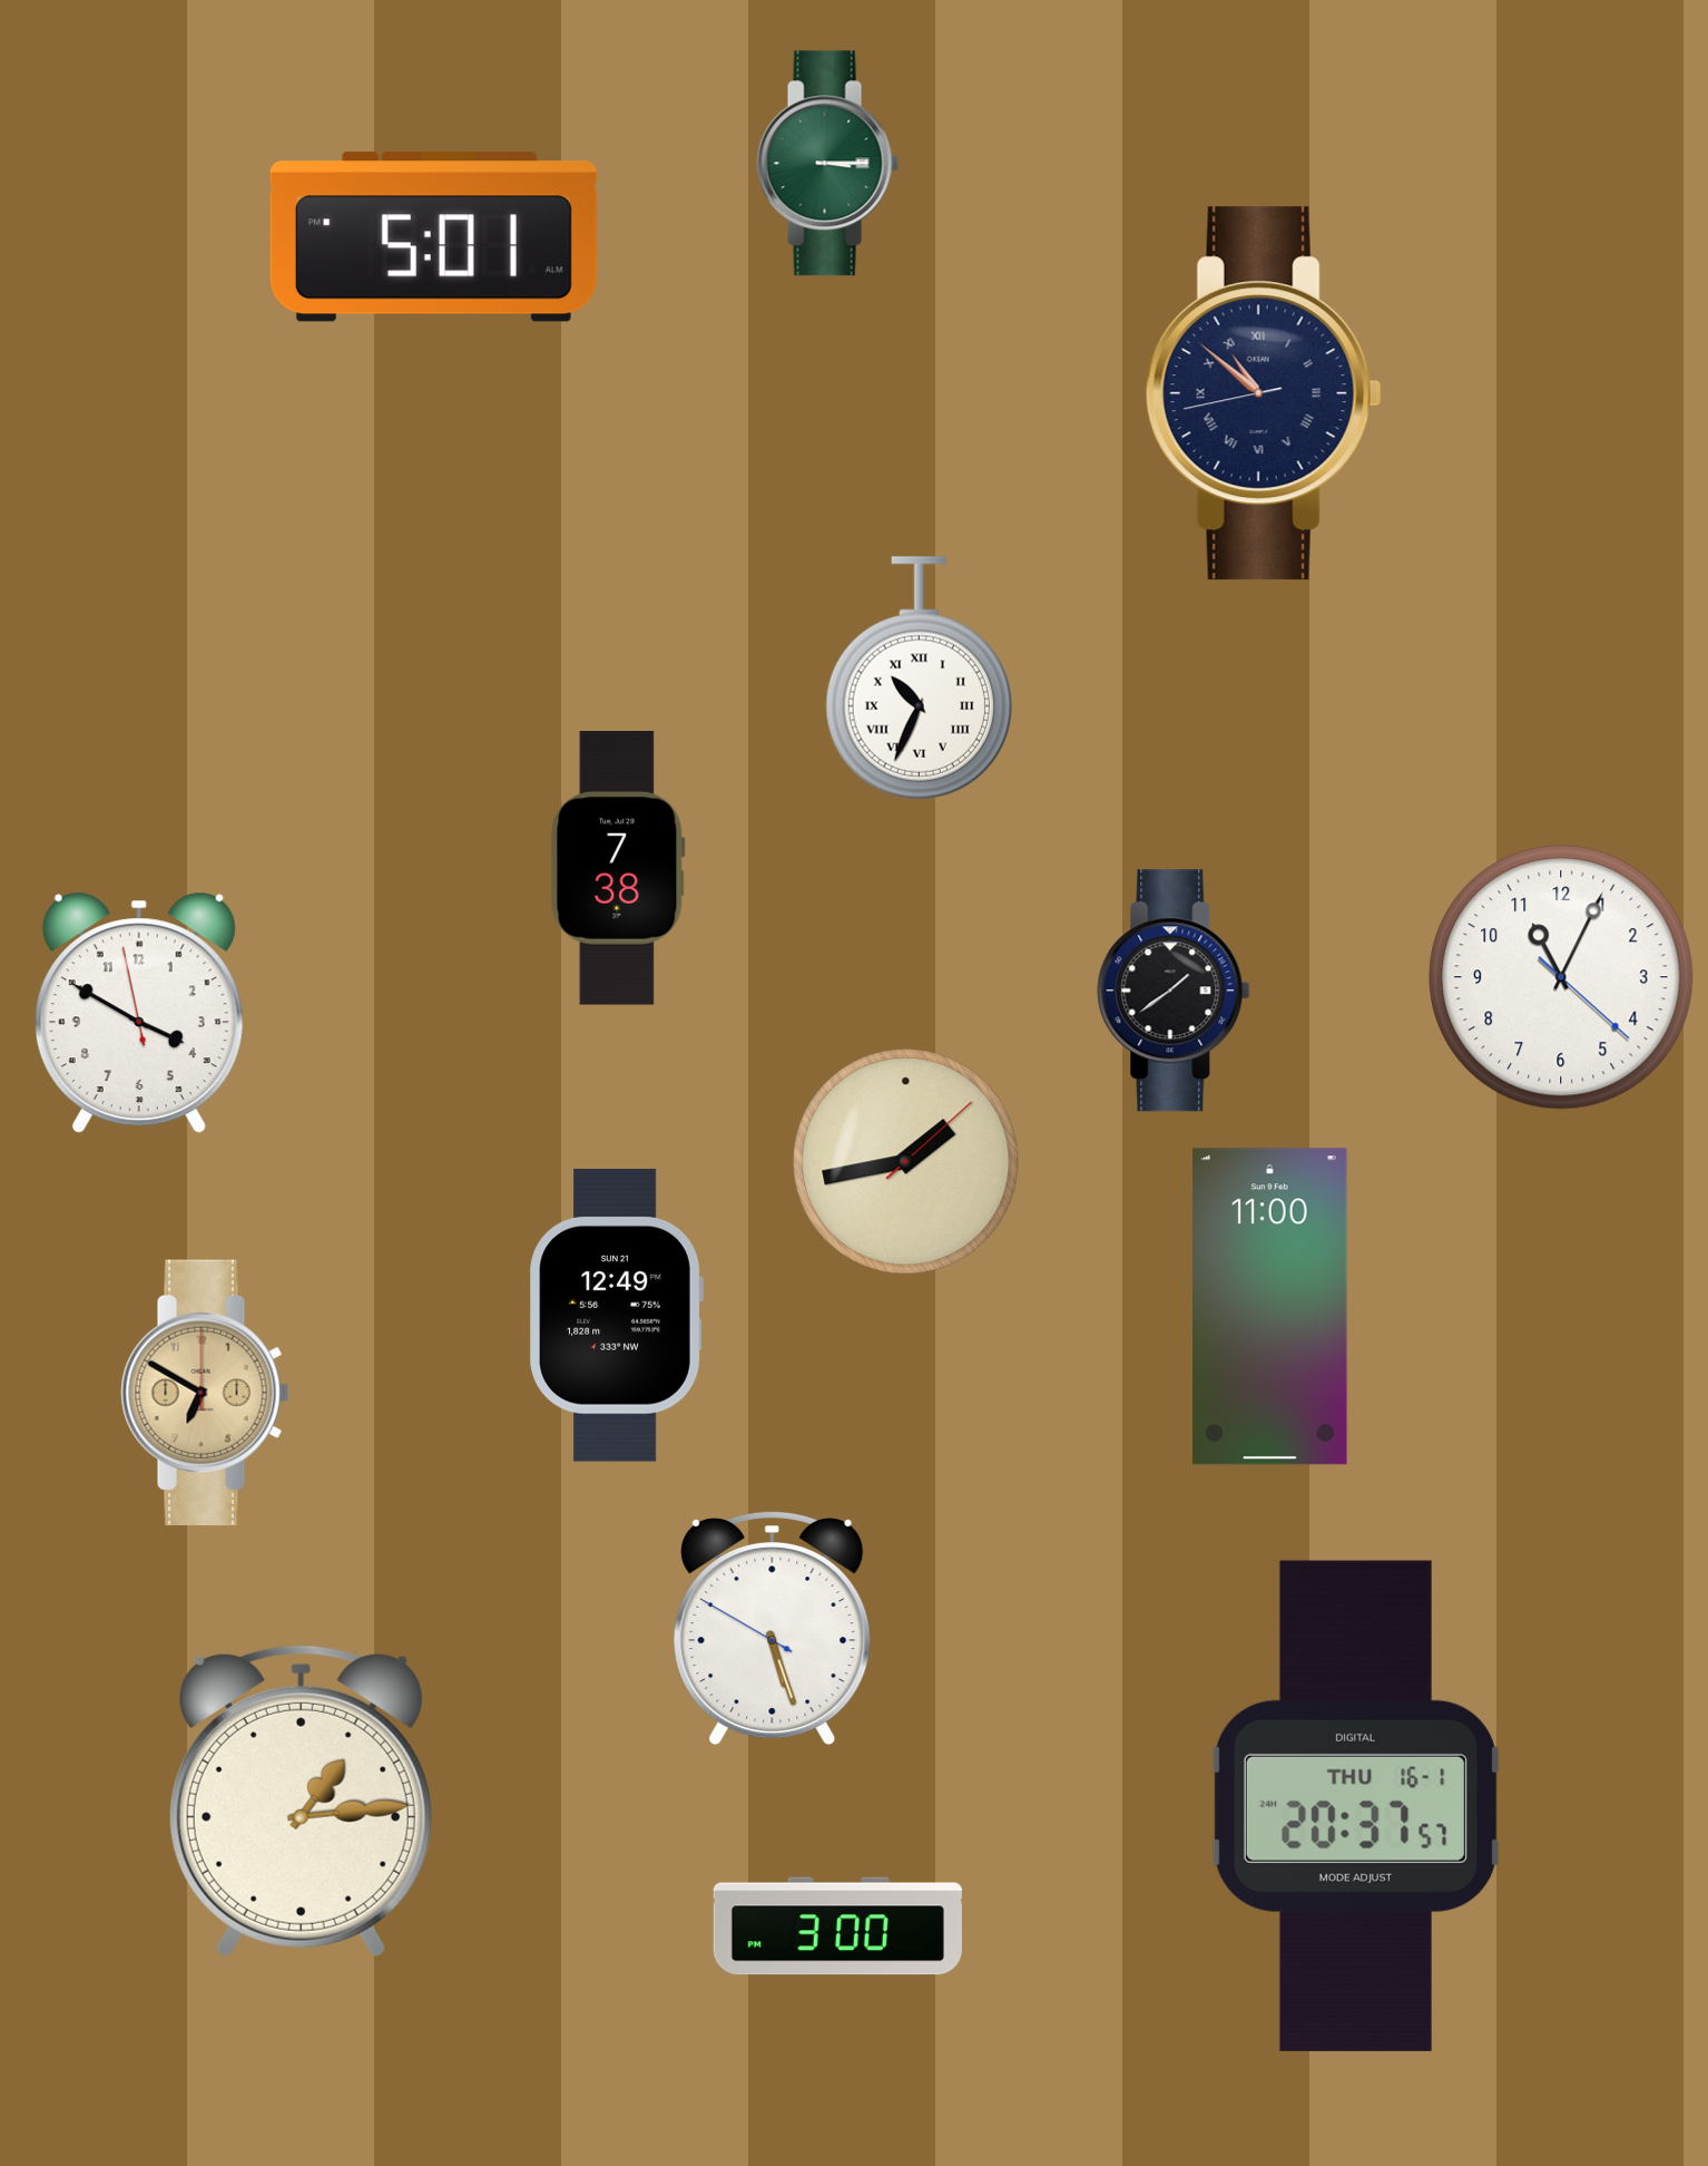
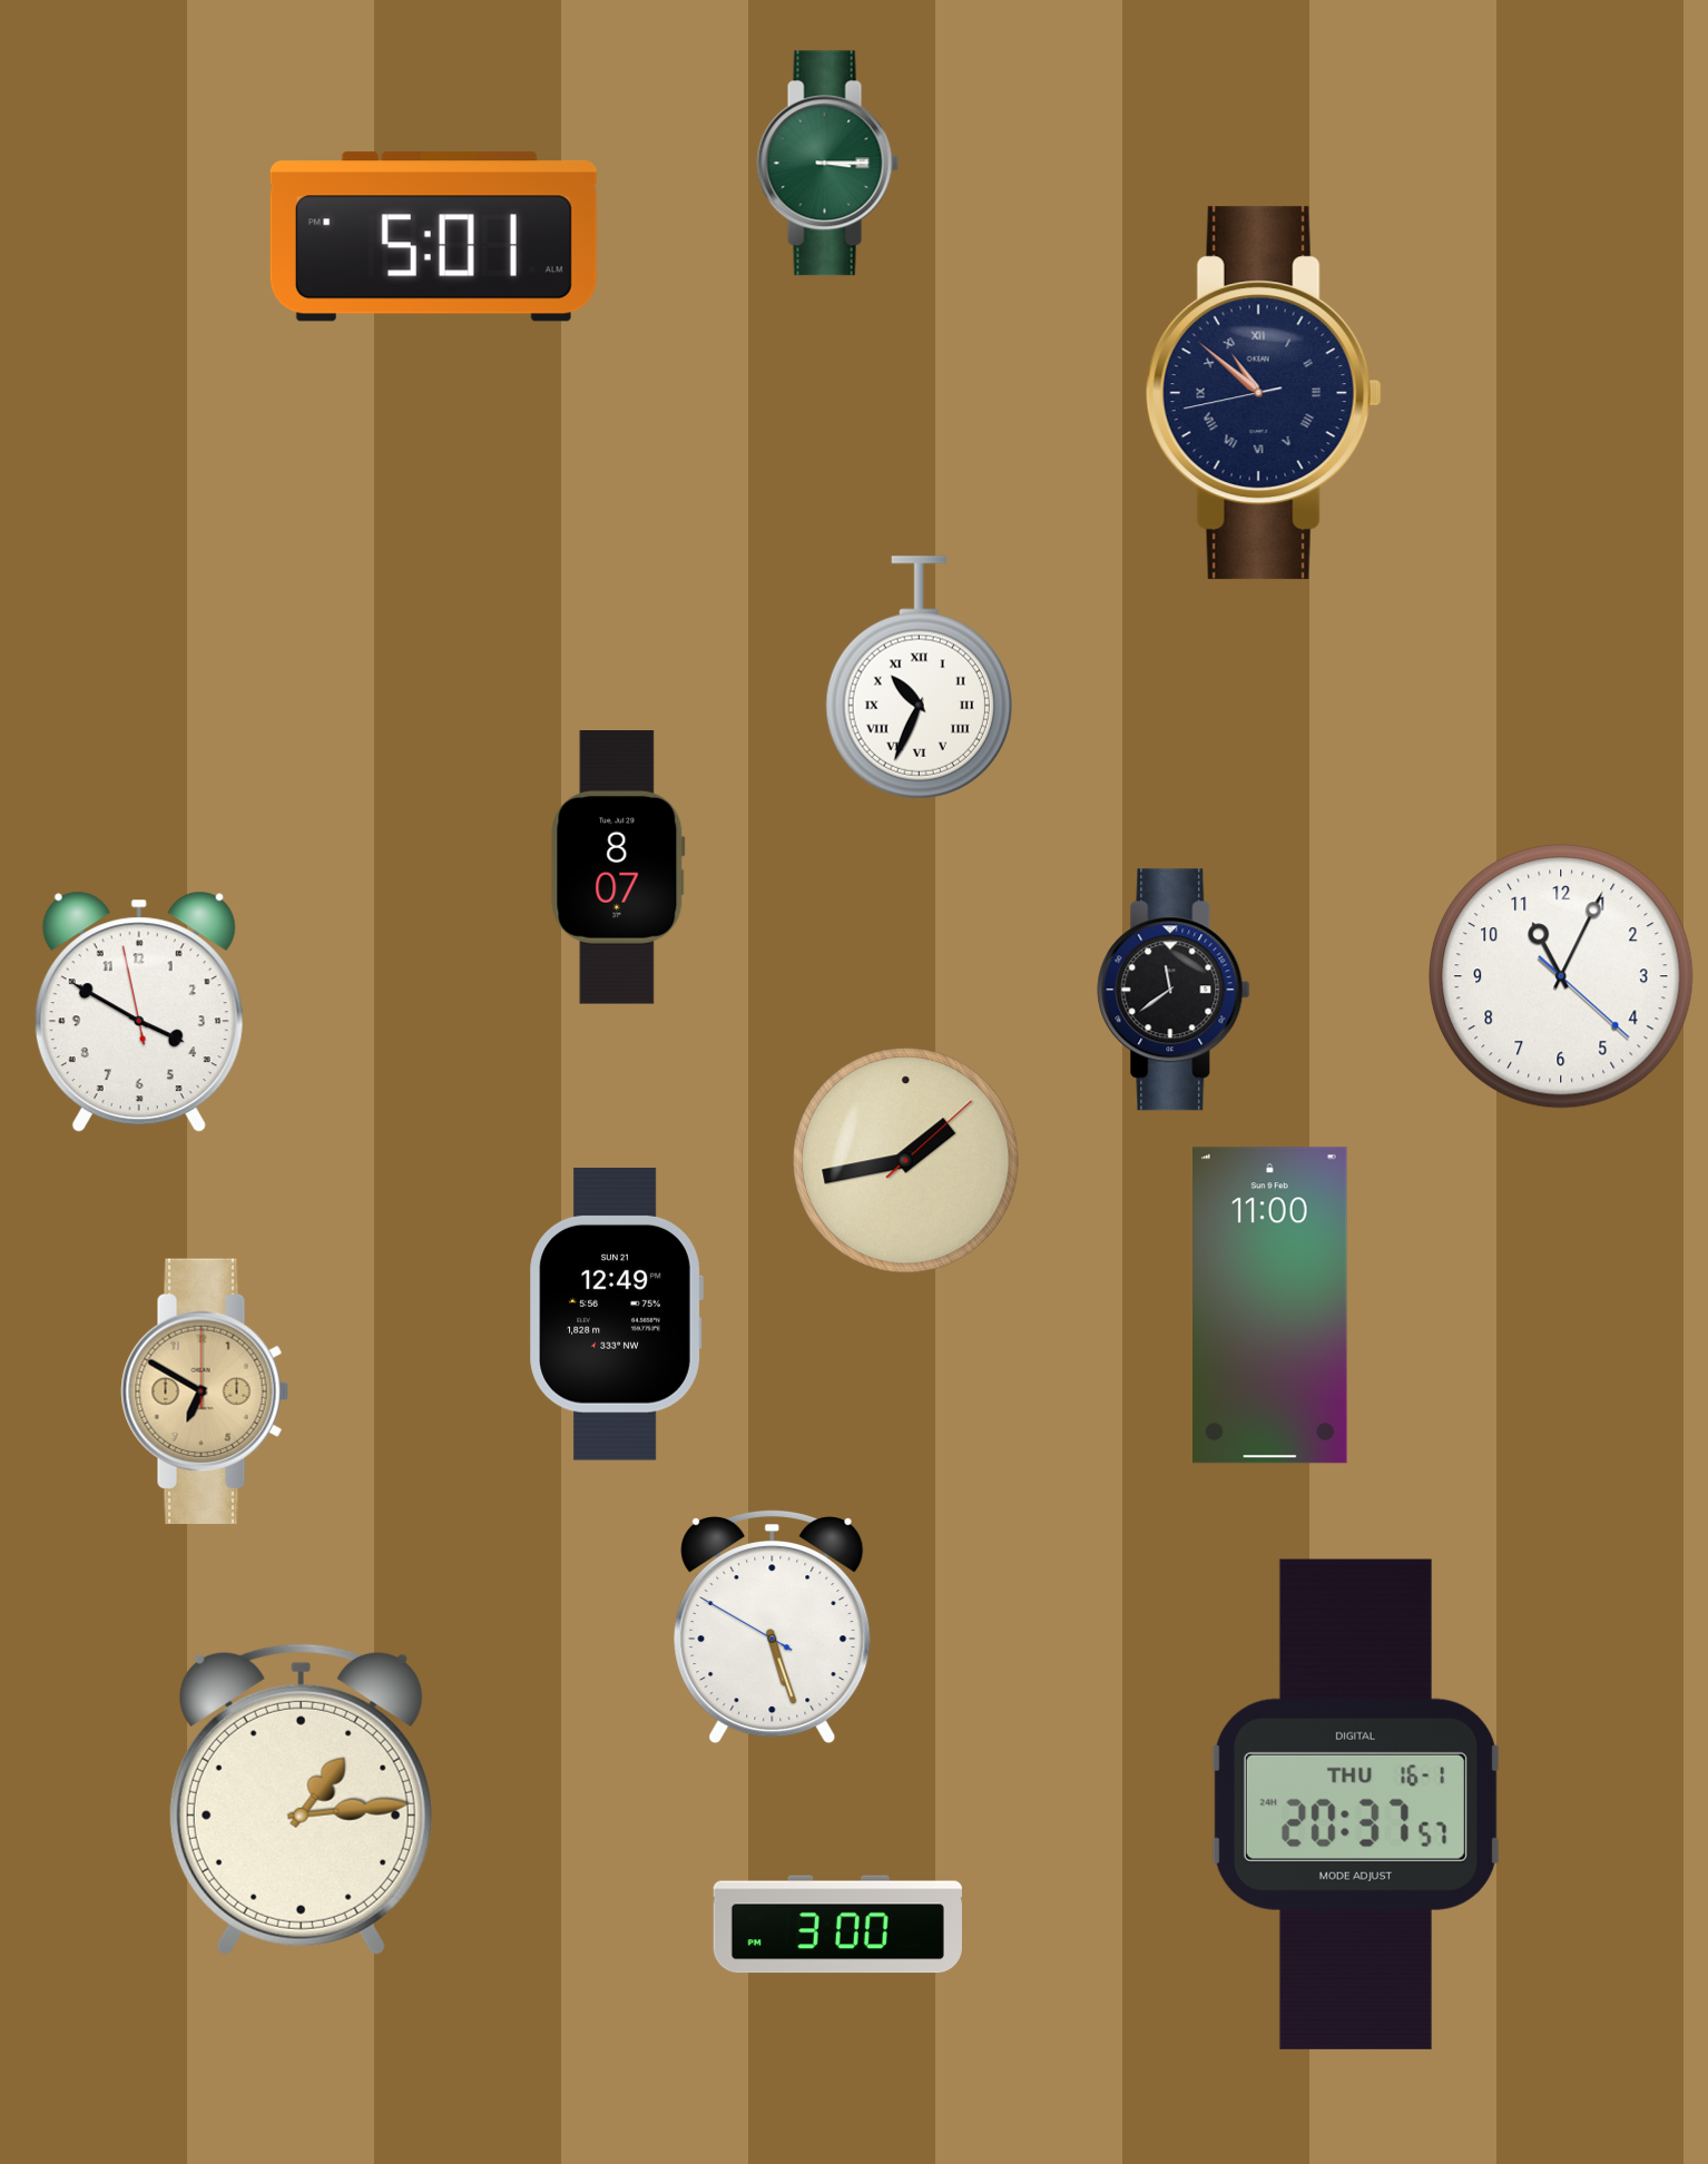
clock at (618, 869): 7:38 -> 8:07
clock at (1174, 991): 1:39 -> 11:39
